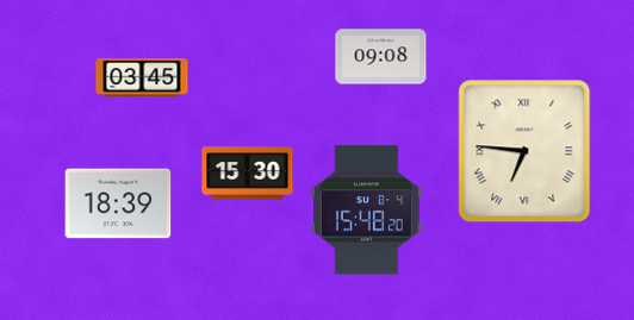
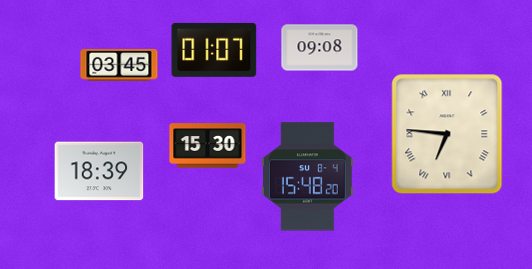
clock at (214, 50): none -> 01:07
clock at (524, 151) position: (524, 151) -> (447, 134)
